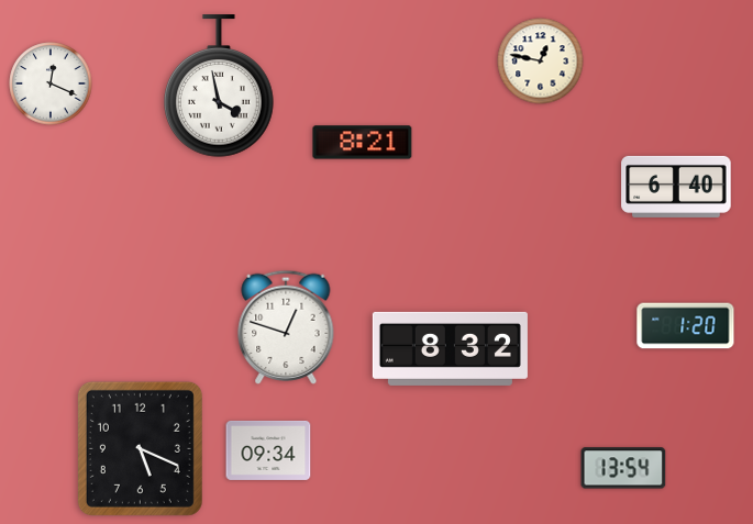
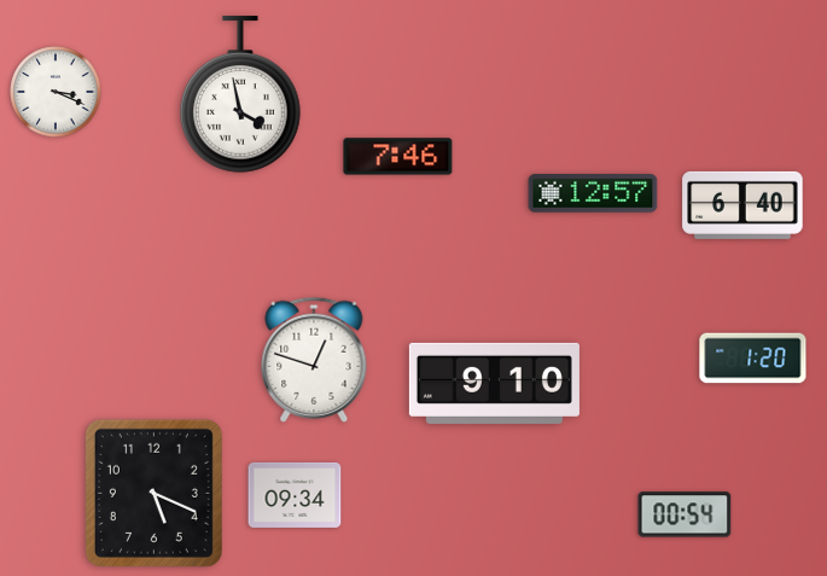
clock at (541, 62): 12:47 -> none
clock at (51, 83): 12:19 -> 3:19
clock at (363, 143): 8:21 -> 7:46
clock at (593, 193): none -> 12:57
clock at (450, 348): 8:32 -> 9:10
clock at (623, 468): 13:54 -> 00:54
